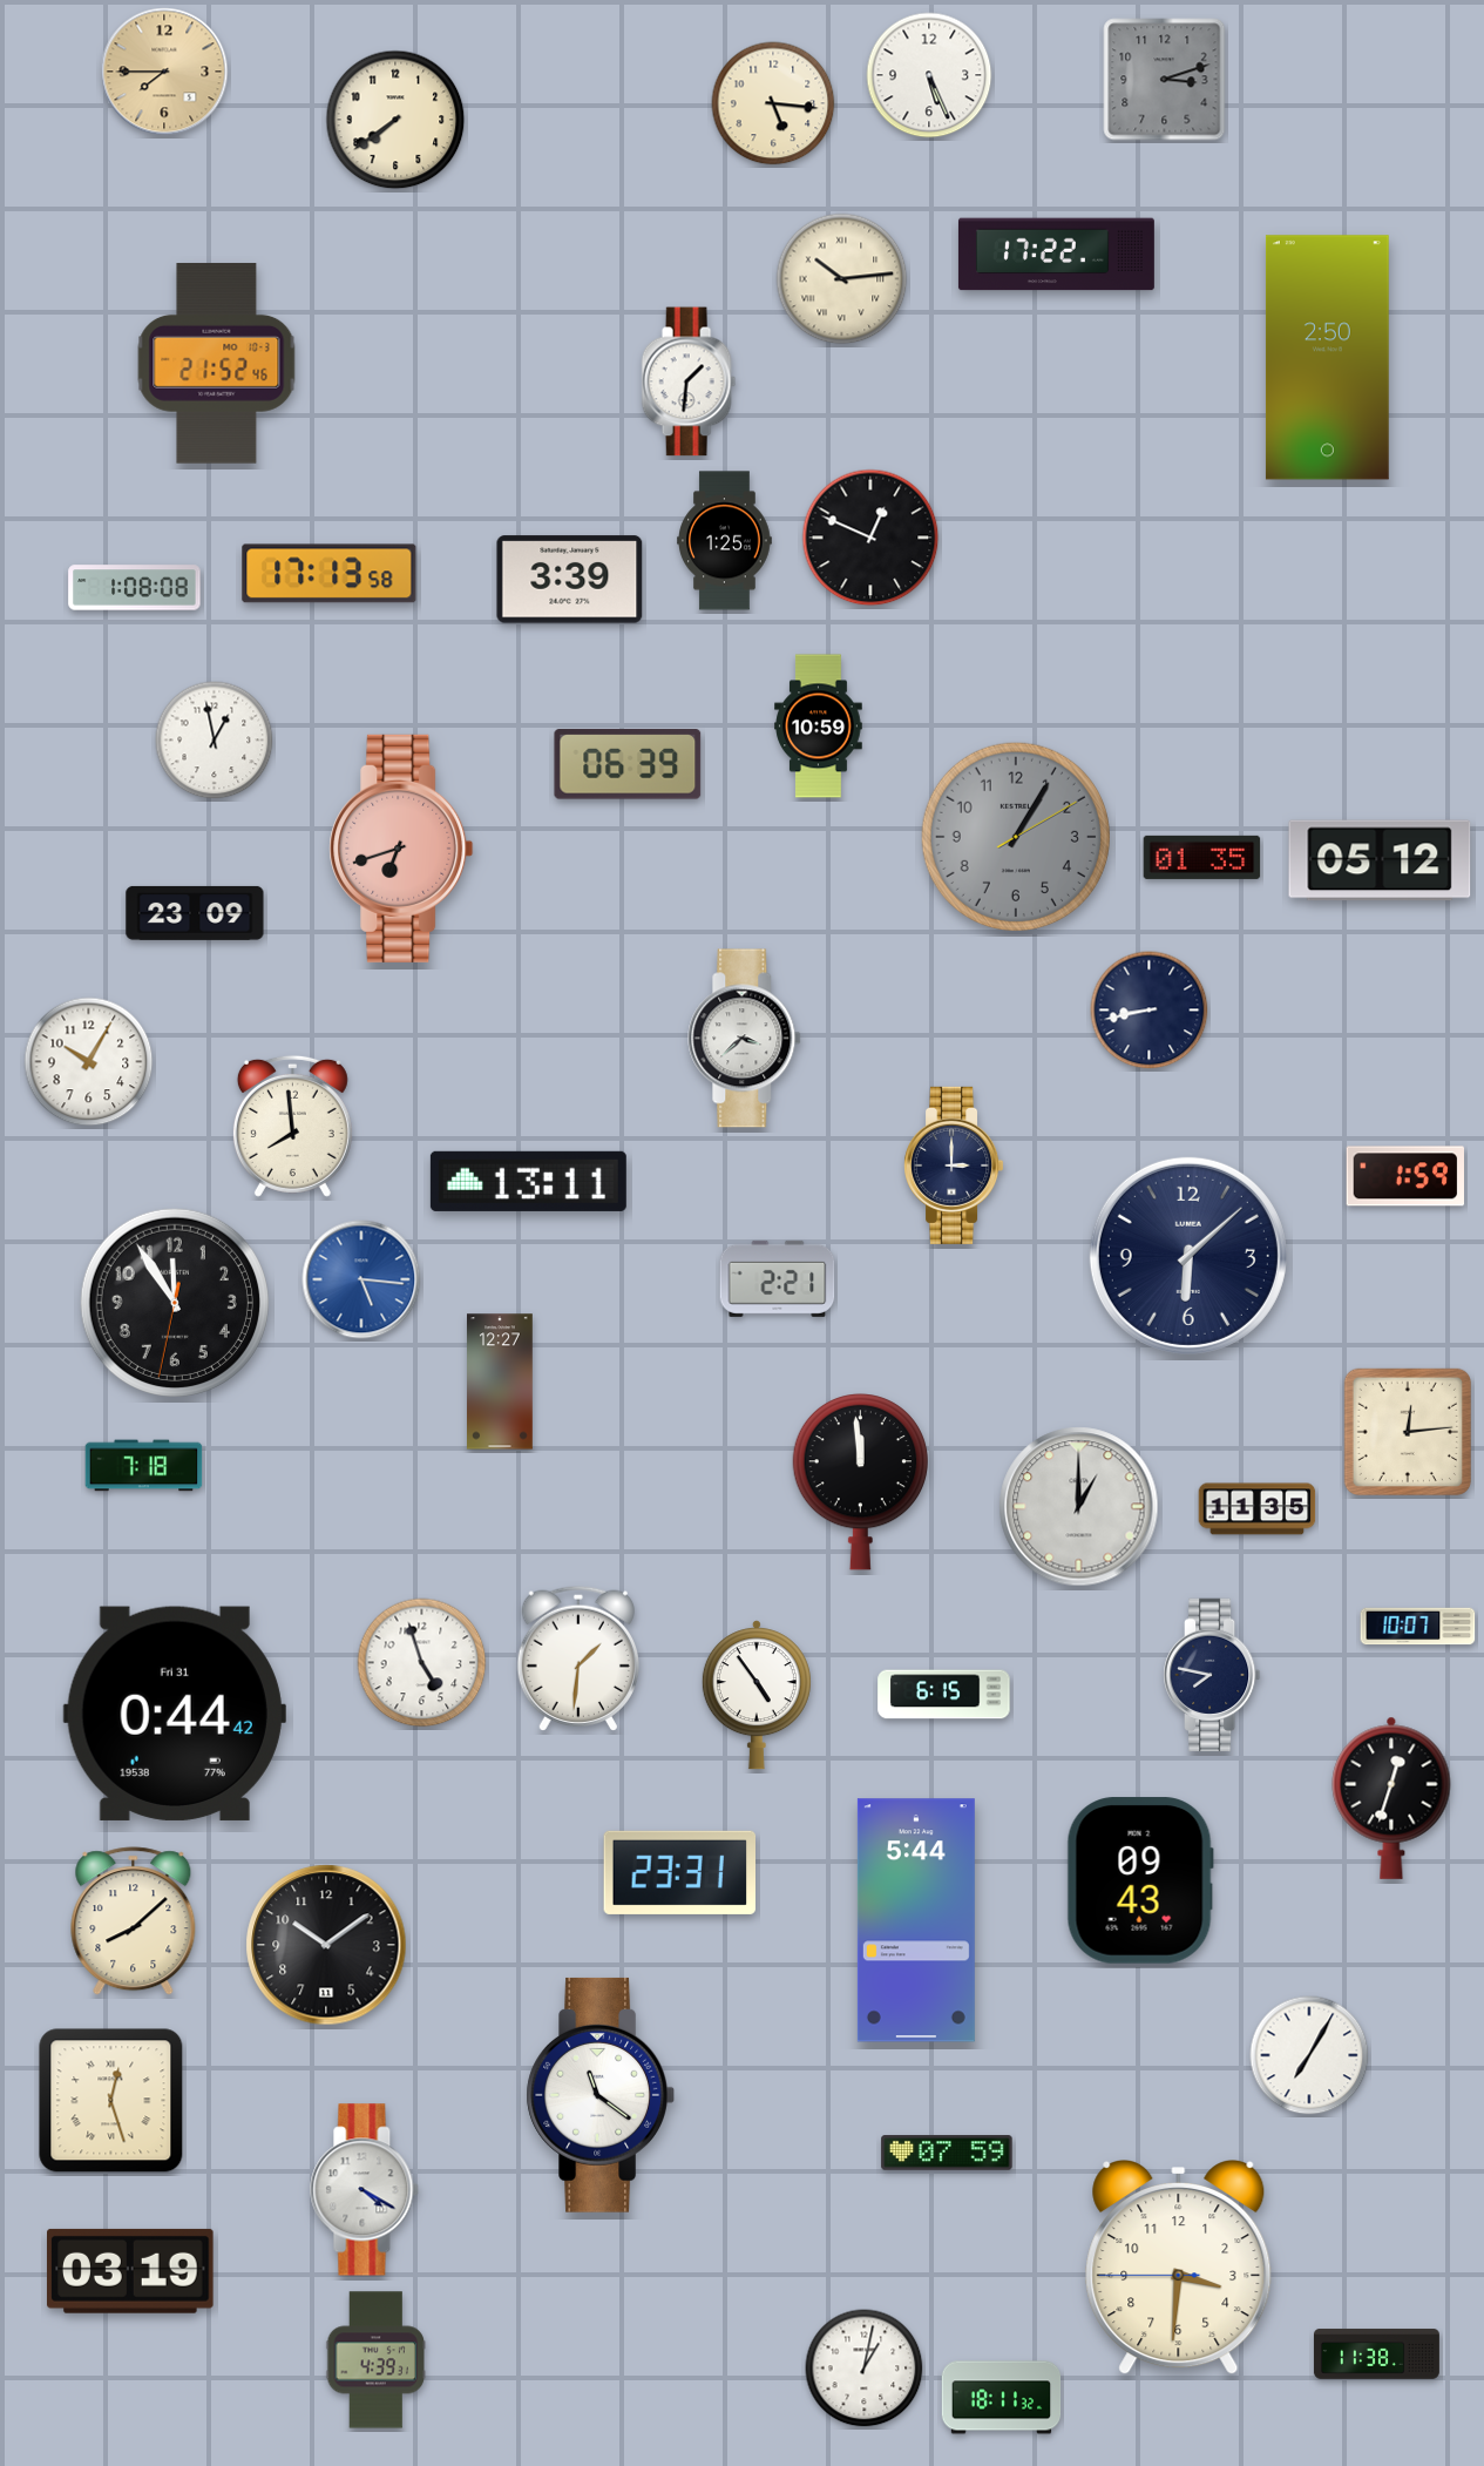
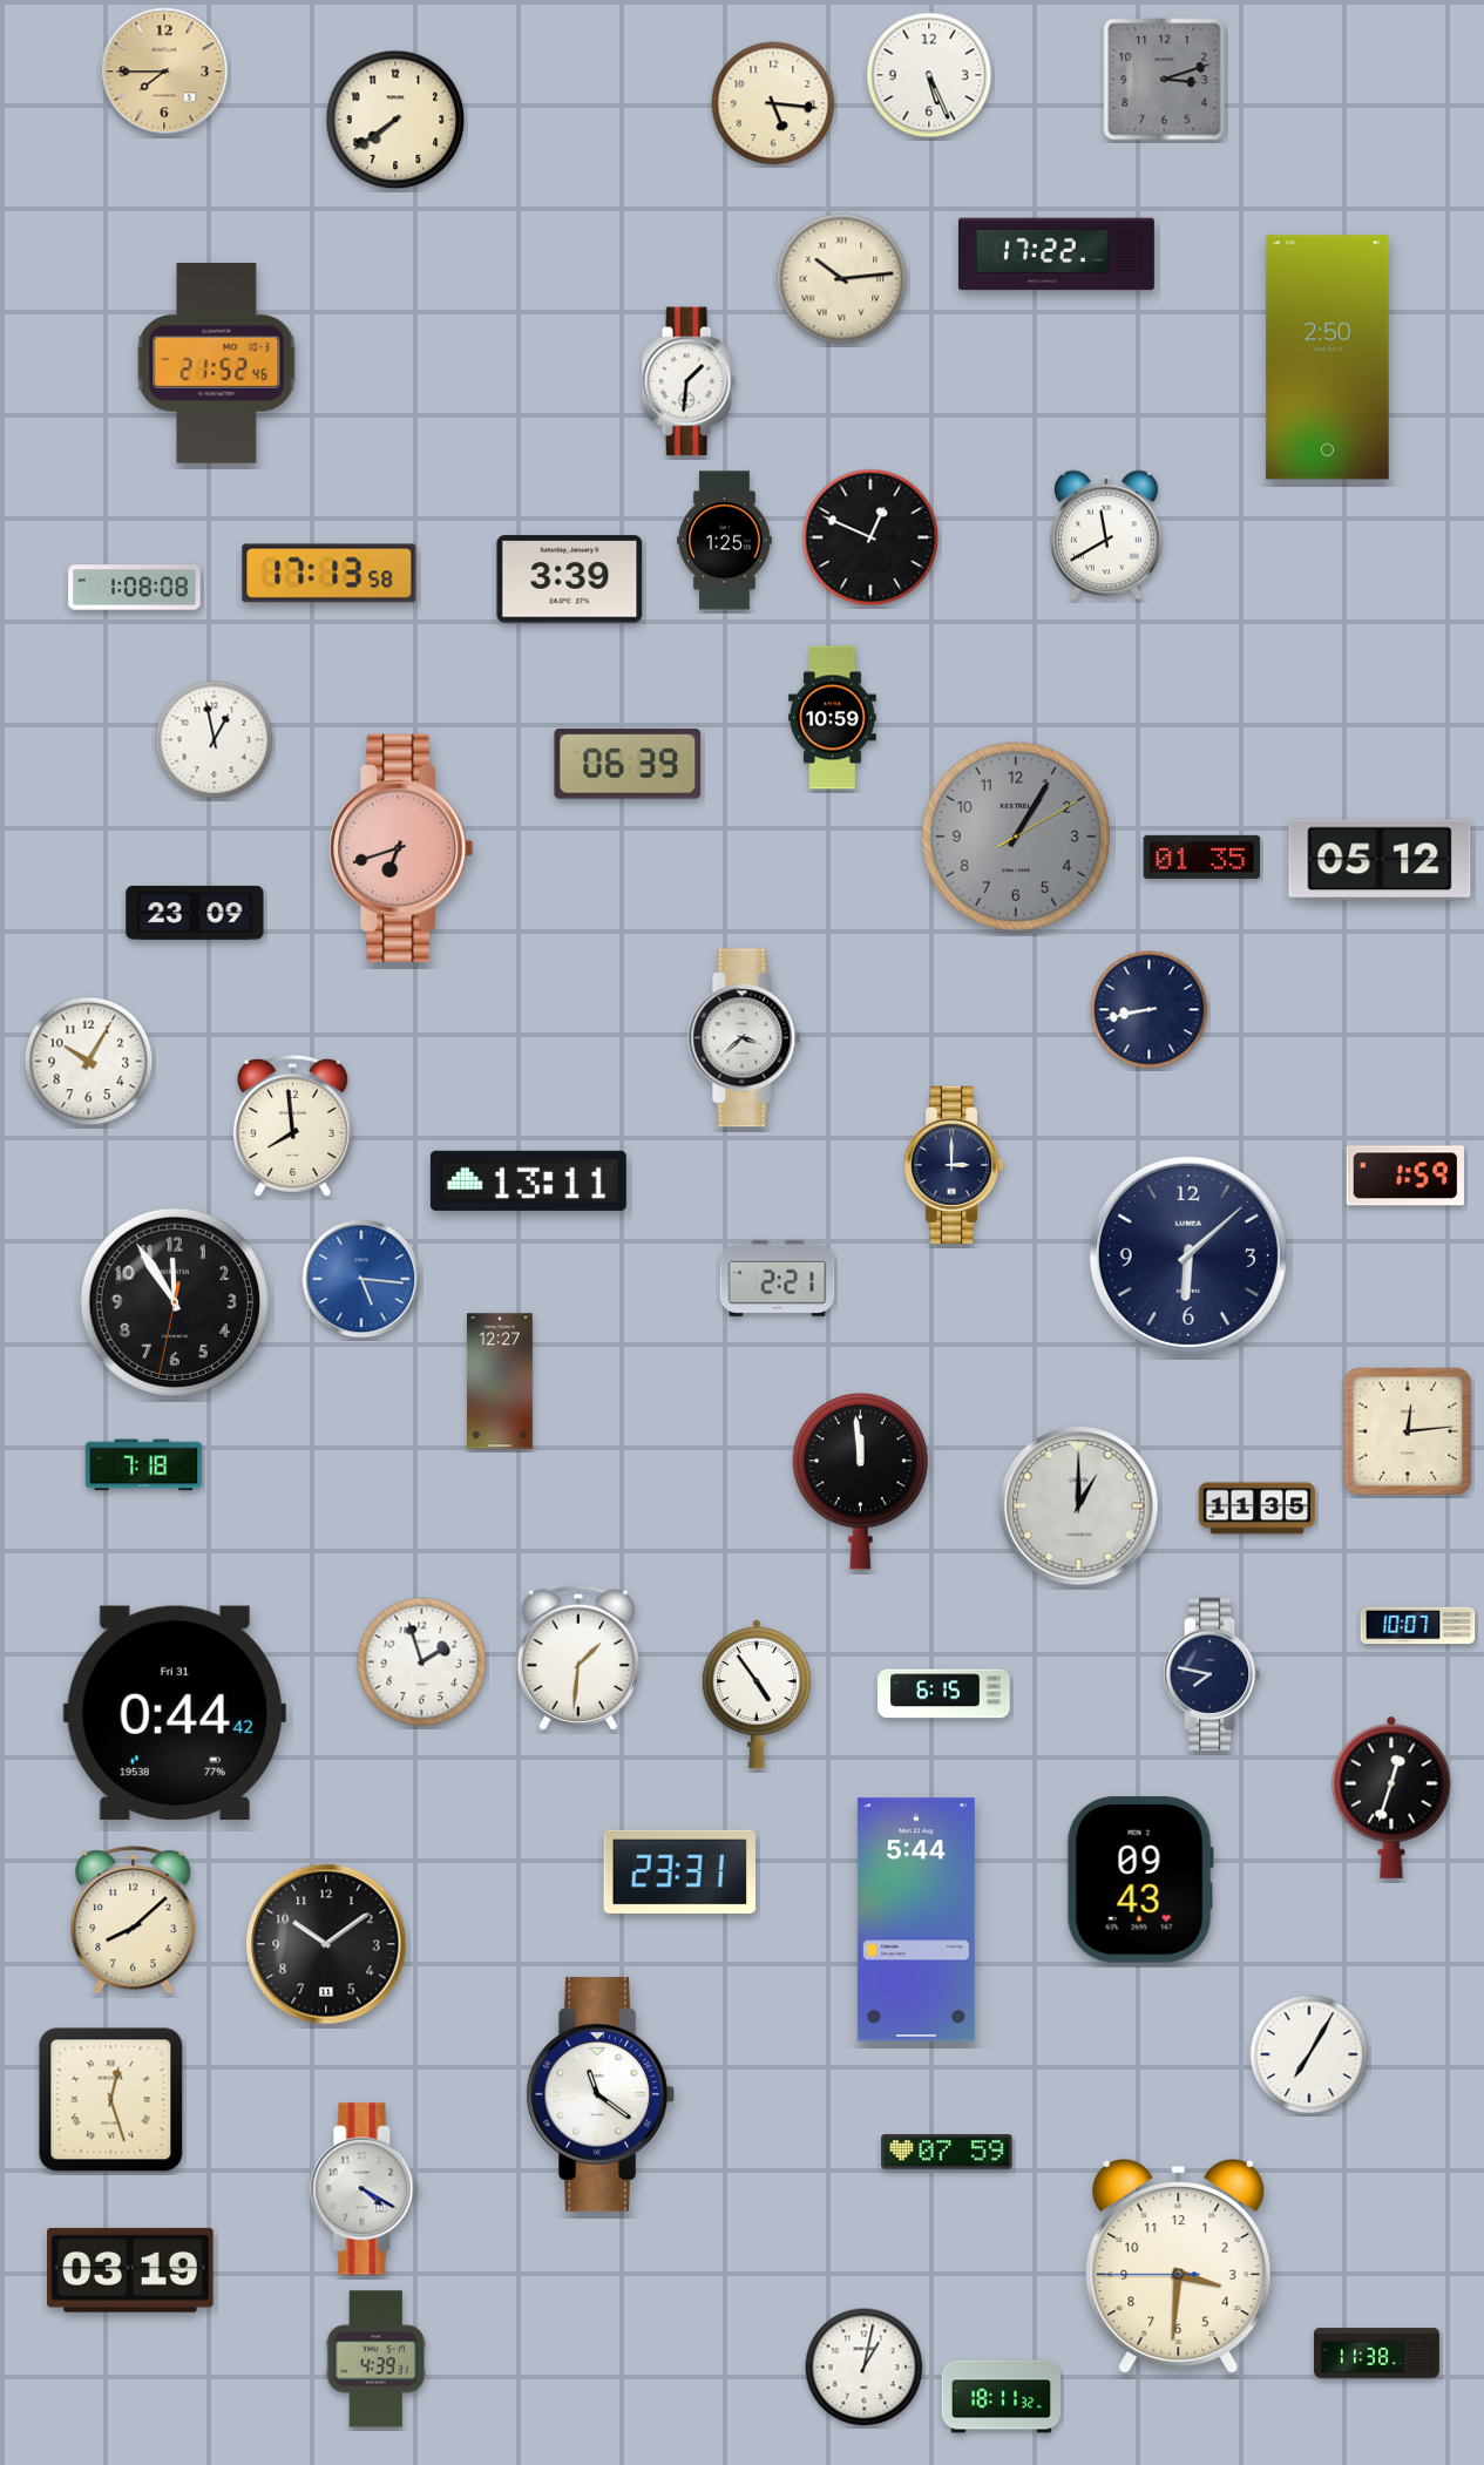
clock at (1106, 535): none -> 11:40
clock at (819, 727) position: (819, 727) -> (833, 718)
clock at (422, 1663): 4:57 -> 1:57
